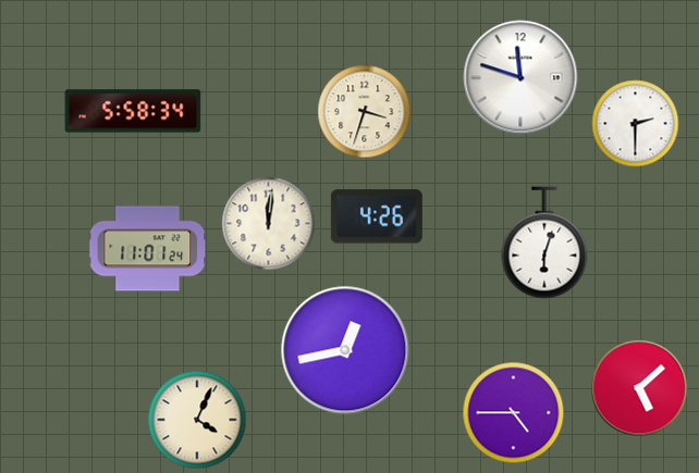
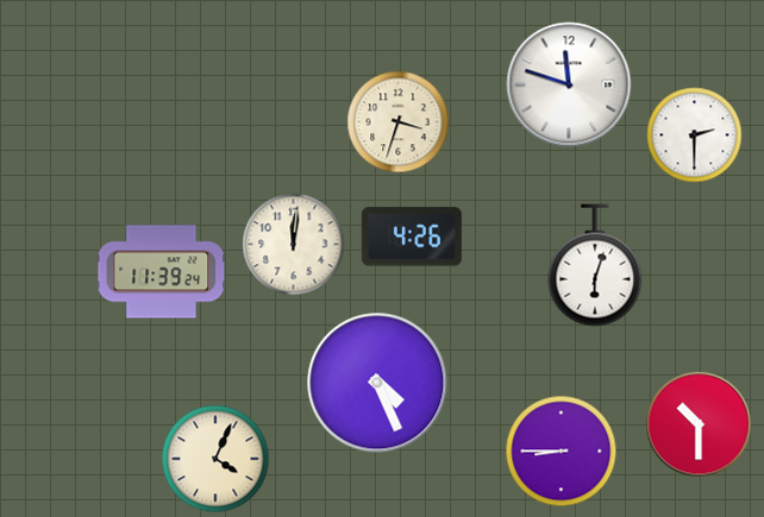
clock at (133, 111): 5:58 -> none
clock at (148, 249): 11:01 -> 11:39
clock at (345, 350): 12:43 -> 4:26
clock at (639, 388): 5:08 -> 10:30
clock at (514, 413): 4:45 -> 8:45
